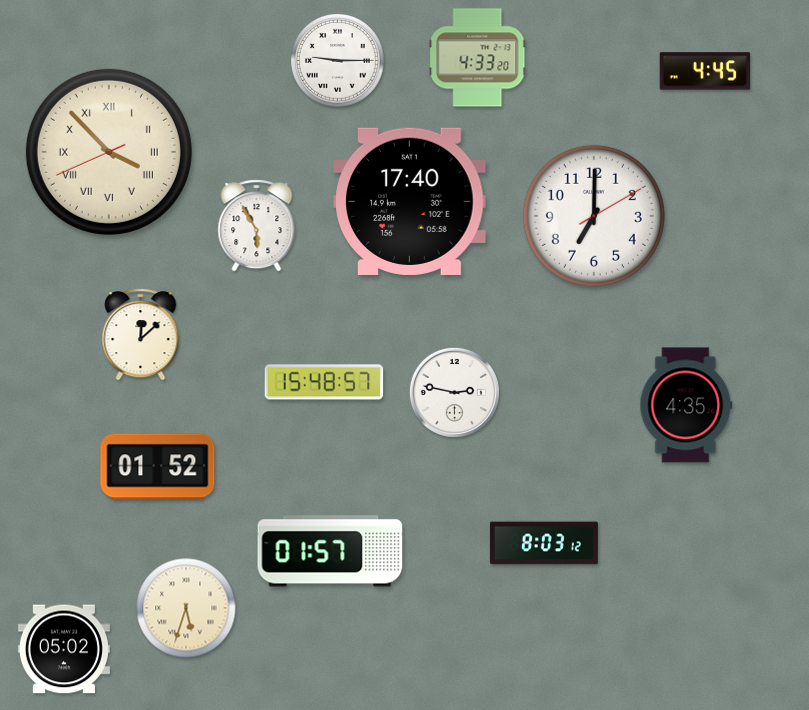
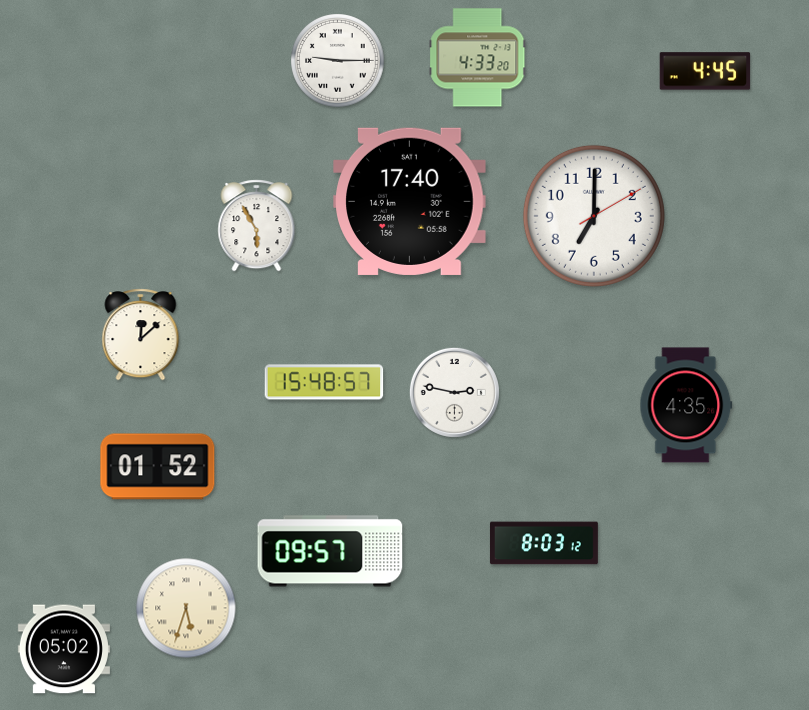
clock at (109, 152): 3:52 -> none
clock at (330, 551): 01:57 -> 09:57
